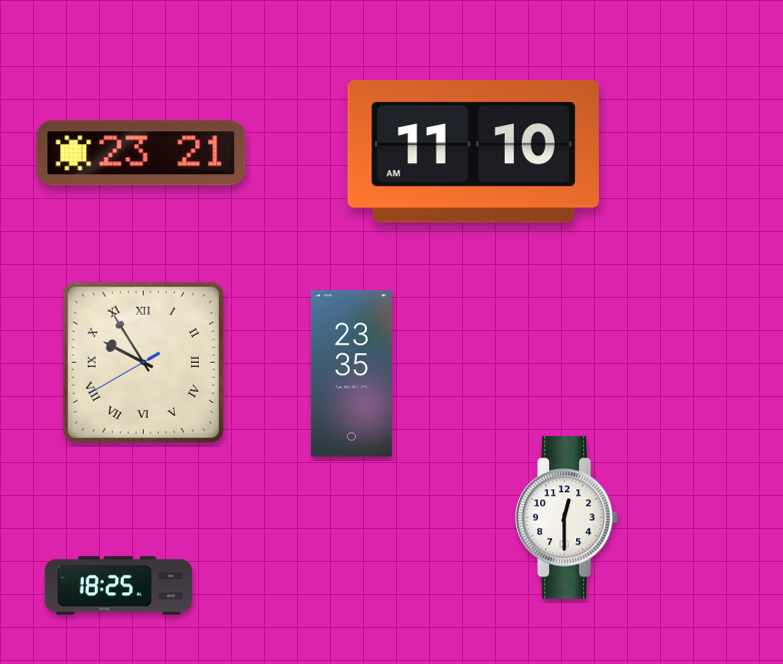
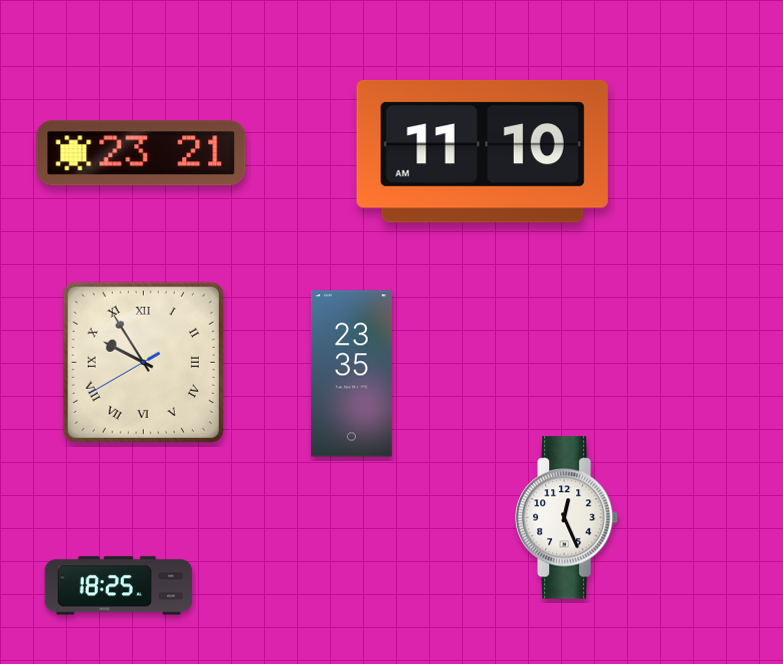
clock at (473, 151) position: (473, 151) -> (482, 151)
clock at (567, 518): 12:30 -> 12:26
